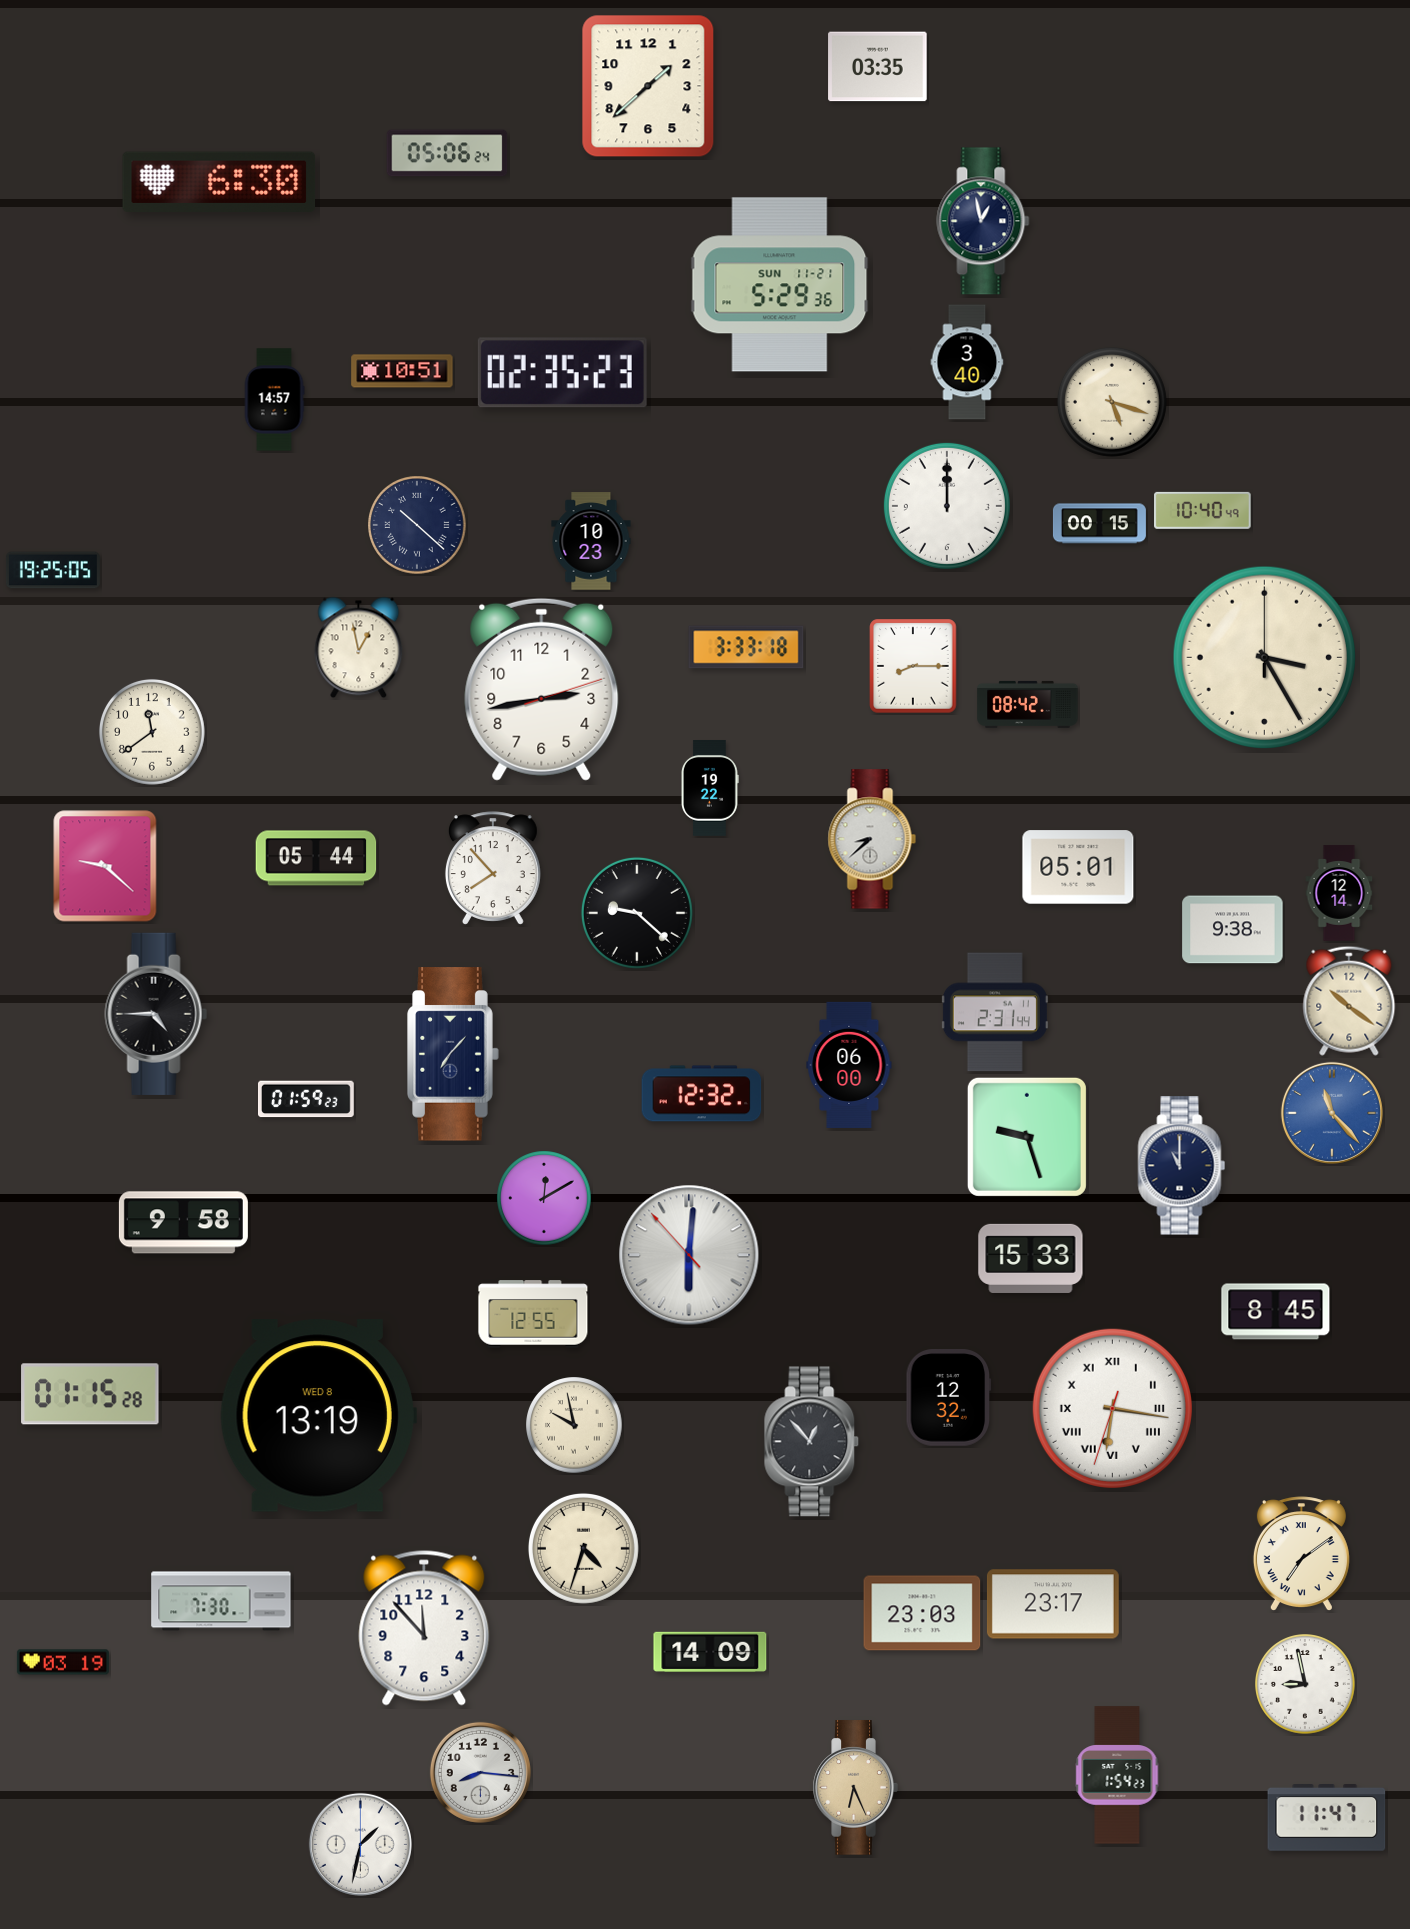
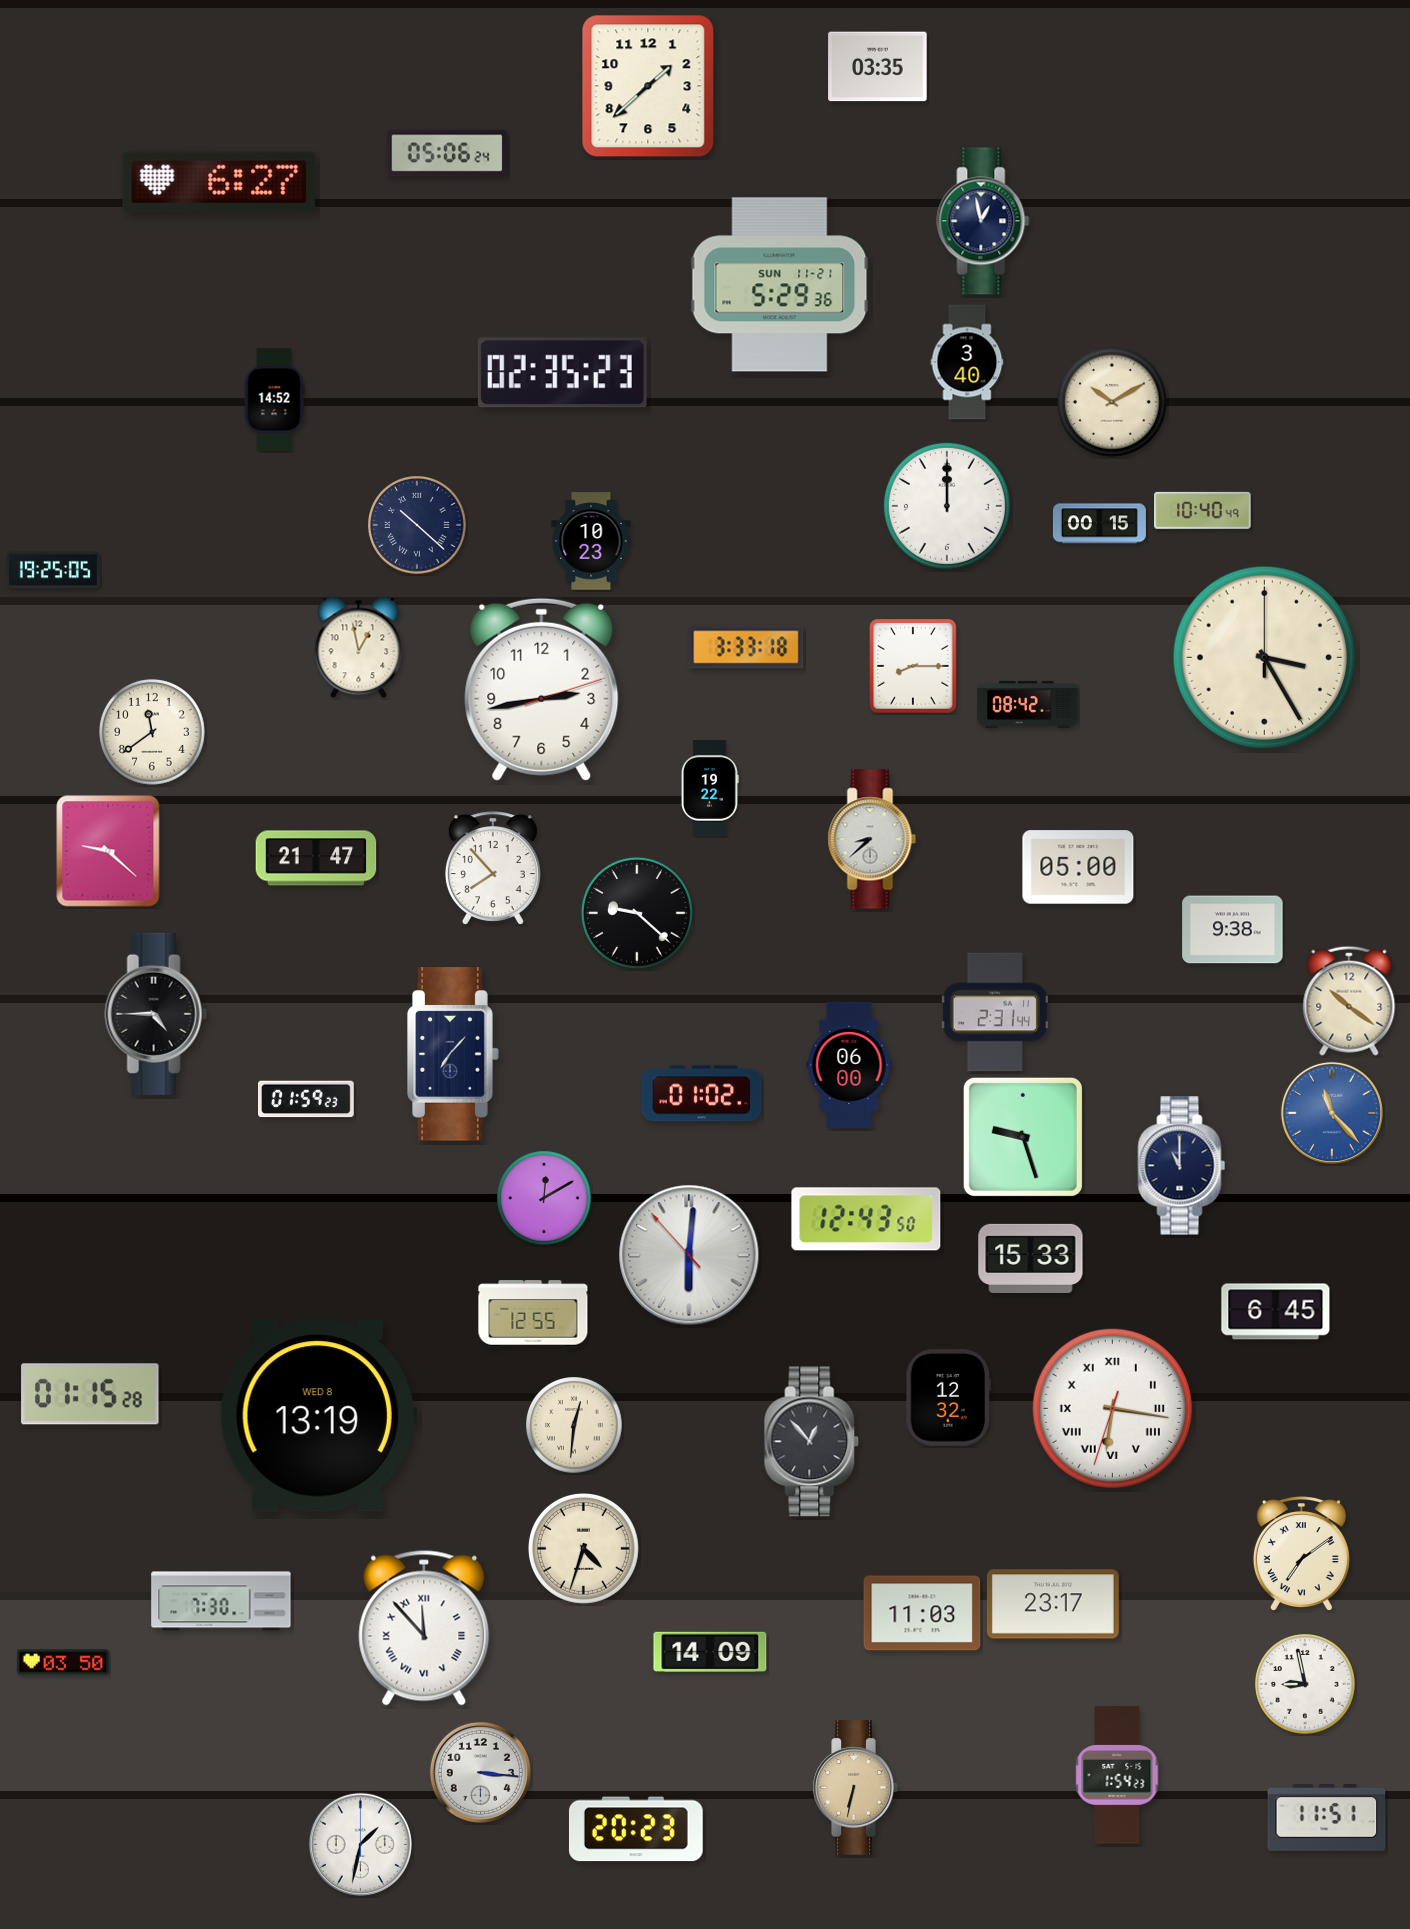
clock at (219, 181): 6:30 -> 6:27
clock at (402, 371): 10:51 -> none
clock at (274, 400): 14:57 -> 14:52
clock at (1112, 402): 5:18 -> 10:10
clock at (316, 858): 05:44 -> 21:47
clock at (105, 866) position: (105, 866) -> (108, 851)
clock at (1078, 867): 05:01 -> 05:00
clock at (1339, 893): 12:14 -> none
clock at (702, 1094): 12:32 -> 01:02
clock at (1027, 1137) position: (1027, 1137) -> (1023, 1137)
clock at (866, 1219): none -> 12:43
clock at (183, 1223): 9:58 -> none
clock at (1276, 1312): 8:45 -> 6:45
clock at (574, 1425): 9:58 -> 12:31
clock at (922, 1613): 23:03 -> 11:03
clock at (424, 1628) numerals: Arabic -> Roman
clock at (63, 1662): 03:19 -> 03:50
clock at (480, 1772): 8:16 -> 3:16
clock at (855, 1788): 6:26 -> 6:32
clock at (1327, 1818): 11:47 -> 11:51
clock at (636, 1829): none -> 20:23
